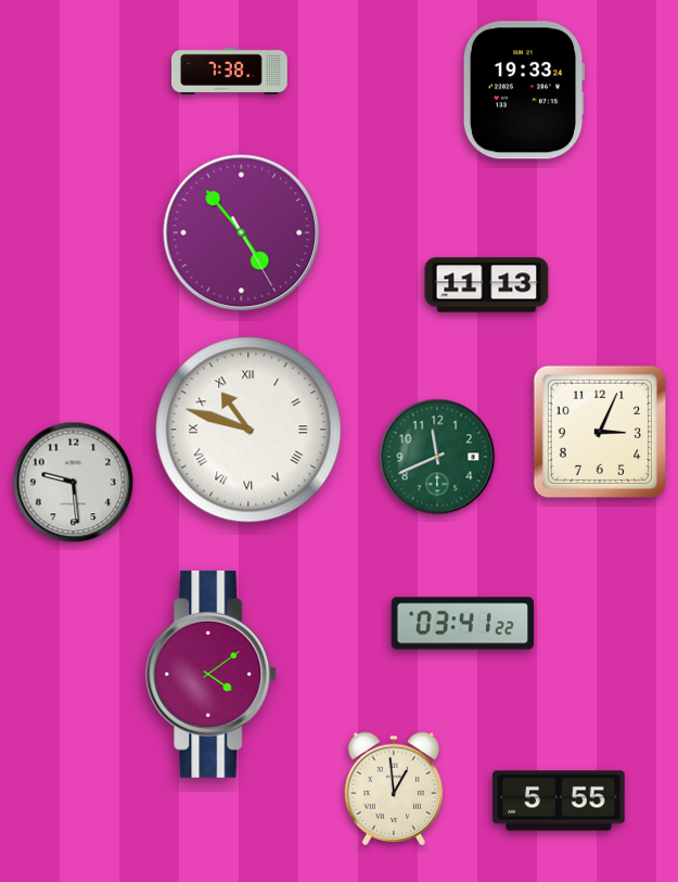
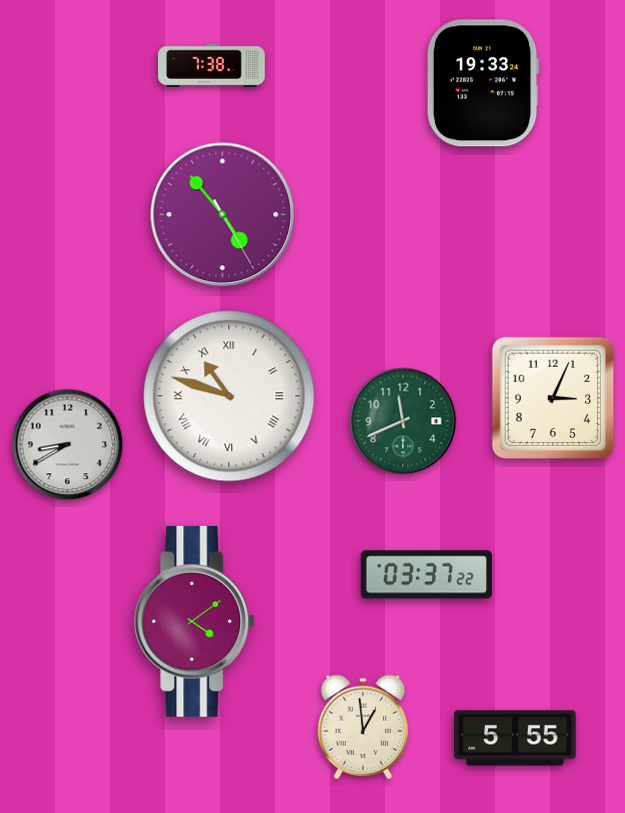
clock at (487, 285): 11:13 -> none
clock at (74, 483): 9:29 -> 8:40
clock at (462, 624): 03:41 -> 03:37
